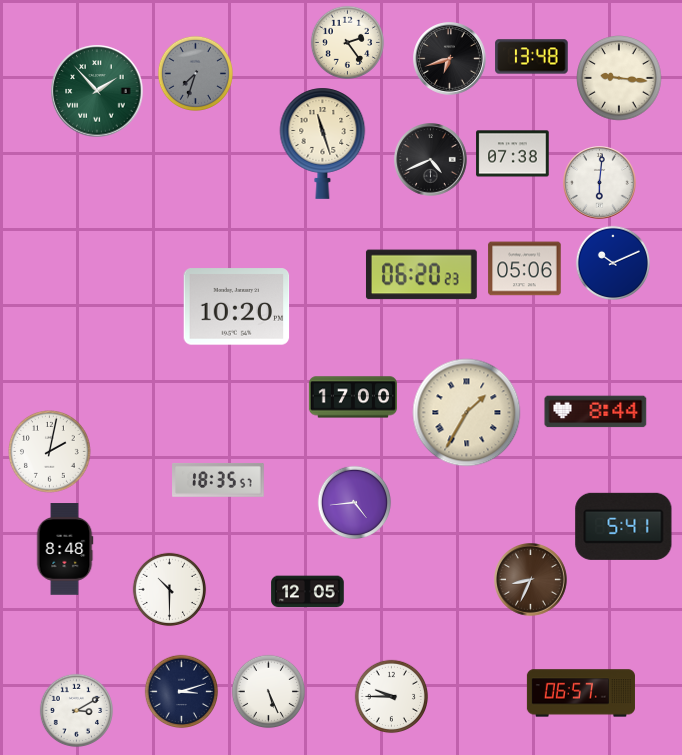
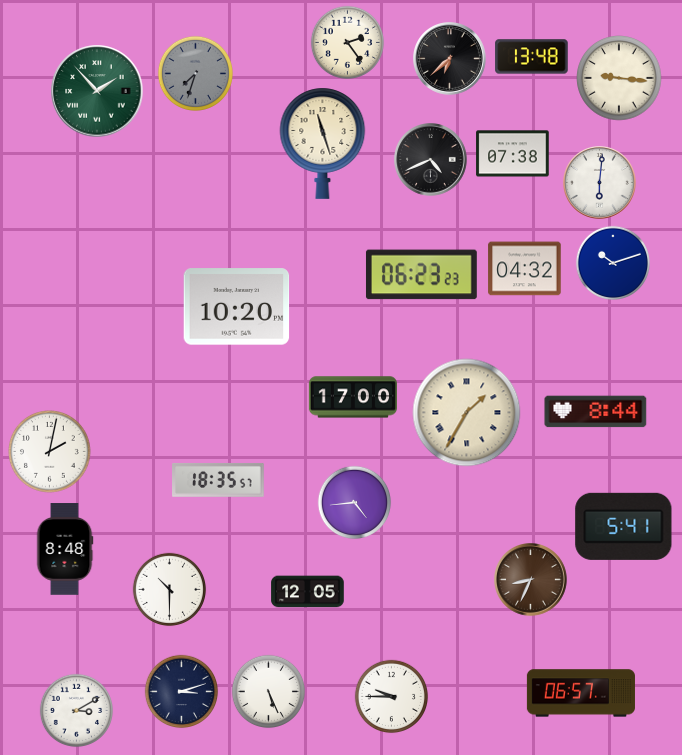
clock at (450, 59): 6:42 -> 6:38
clock at (612, 262): 10:11 -> 10:12
clock at (525, 269): 05:06 -> 04:32
clock at (421, 275): 06:20 -> 06:23
